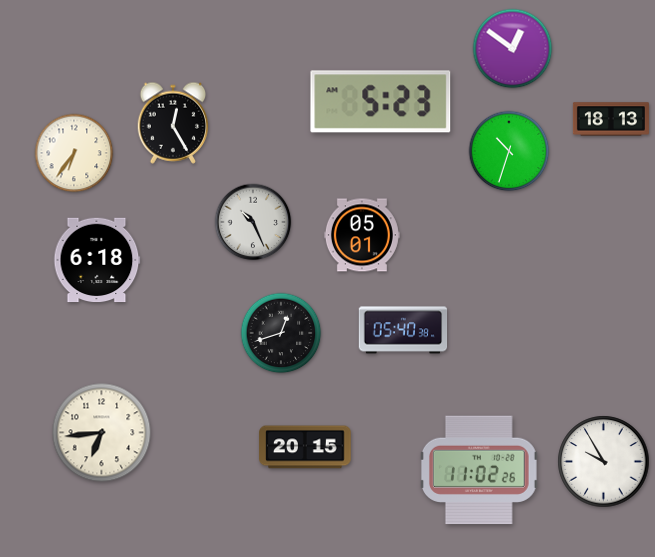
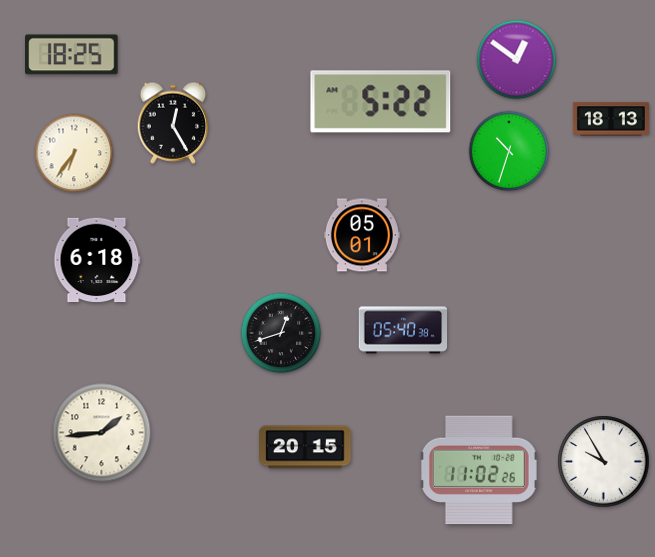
clock at (513, 49) position: (513, 49) -> (517, 60)
clock at (72, 55): none -> 18:25
clock at (381, 102): 5:23 -> 5:22
clock at (253, 222): 10:26 -> none
clock at (102, 433): 6:44 -> 1:44
